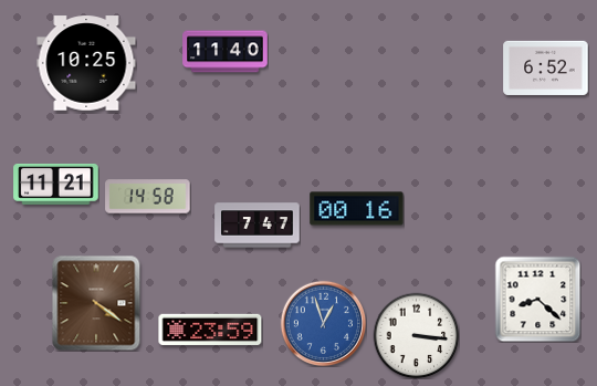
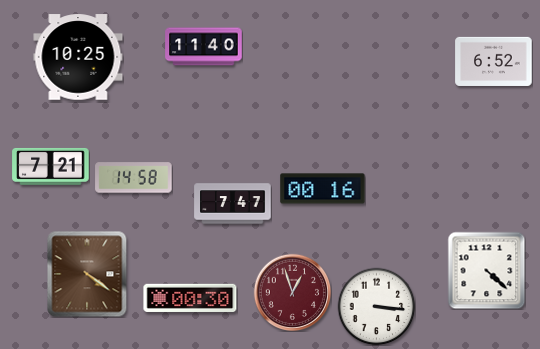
clock at (56, 184): 11:21 -> 7:21
clock at (537, 299): 8:22 -> 4:22
clock at (323, 323) dial: blue -> burgundy
clock at (210, 330): 23:59 -> 00:30
clock at (416, 335) position: (416, 335) -> (376, 306)
